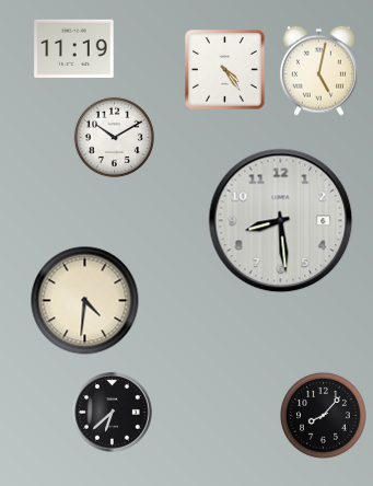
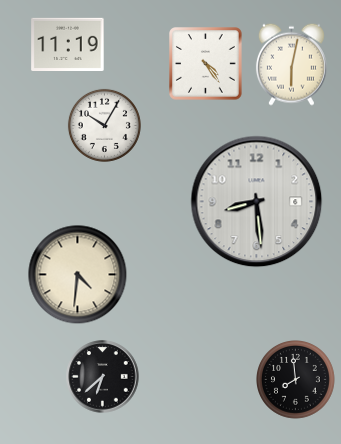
clock at (318, 70): 5:02 -> 6:02
clock at (114, 137): 10:10 -> 10:05
clock at (324, 416): 8:07 -> 7:59
